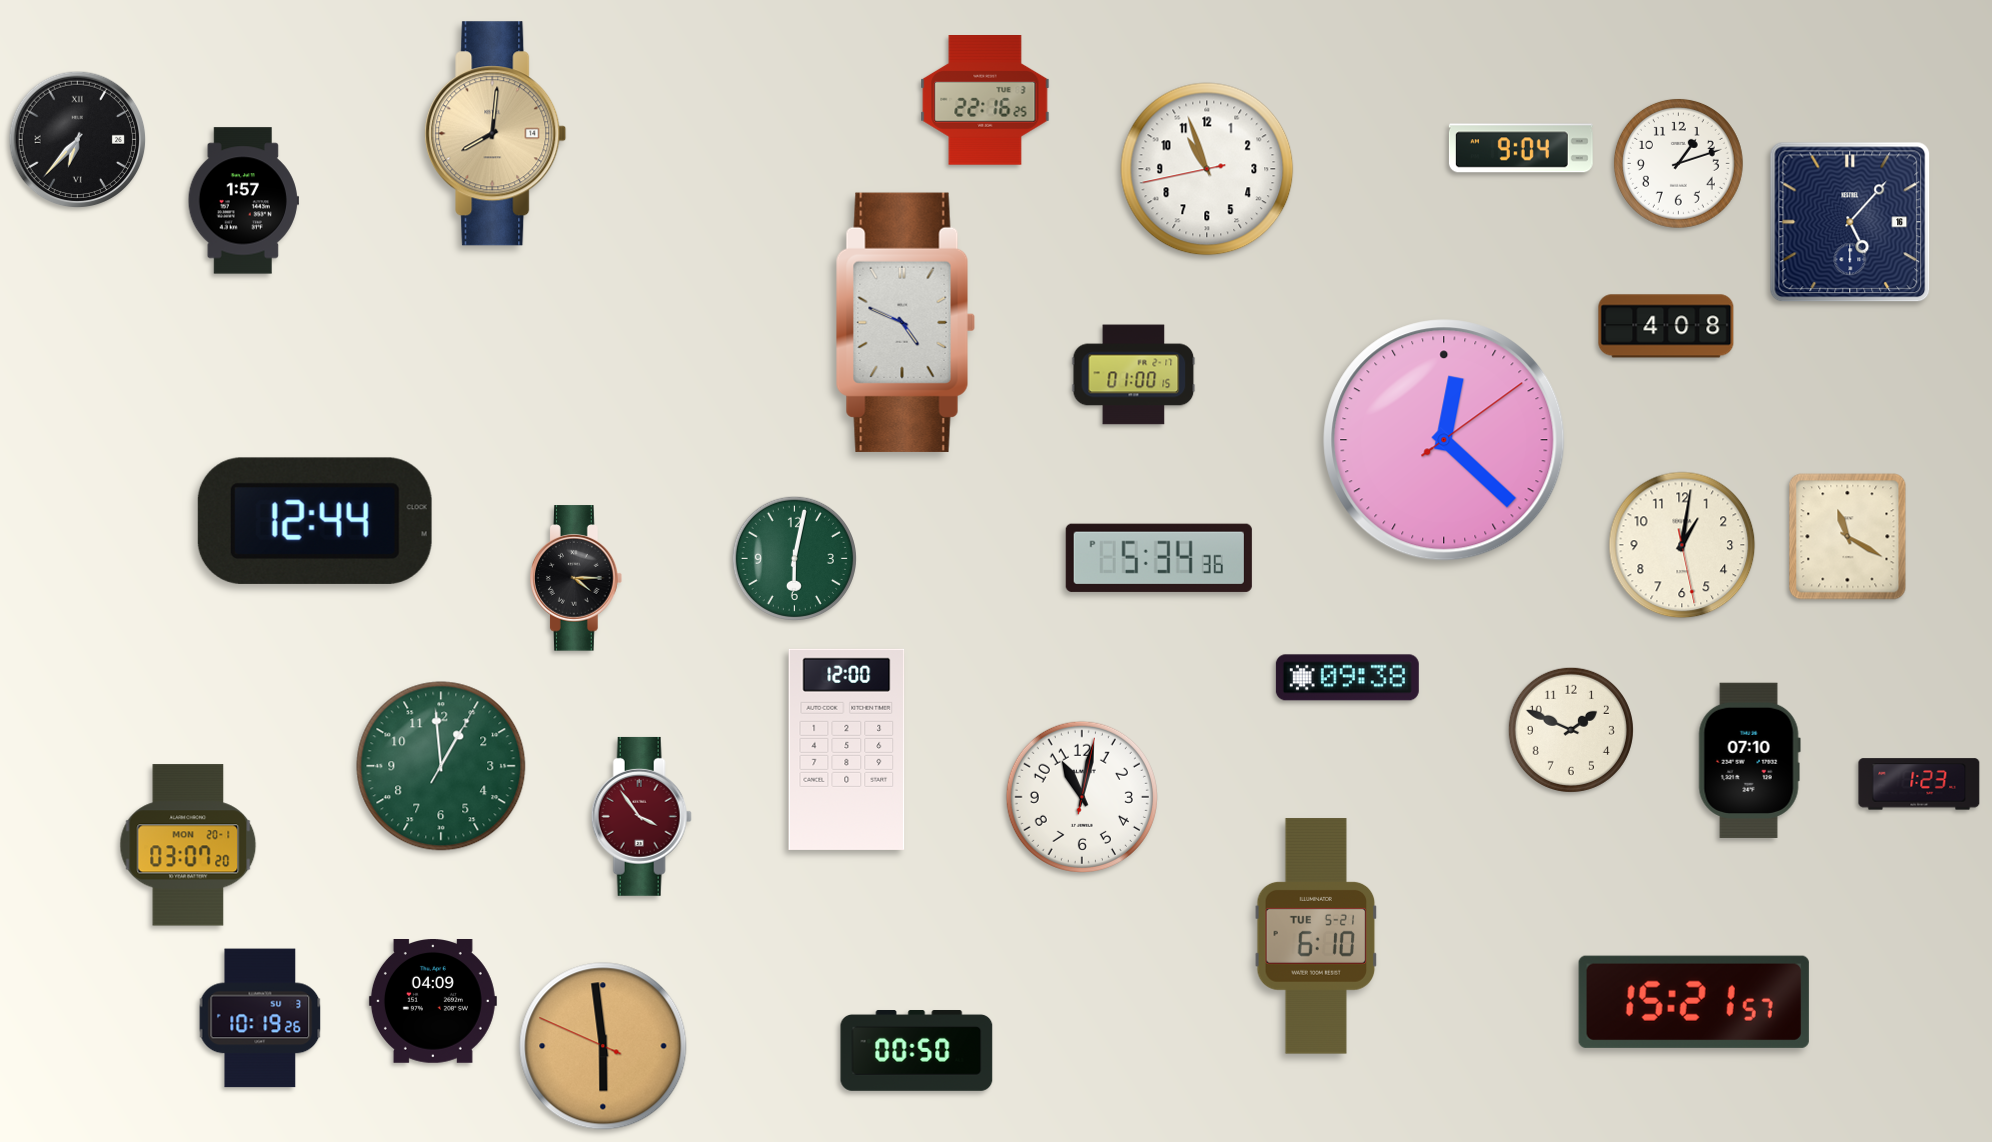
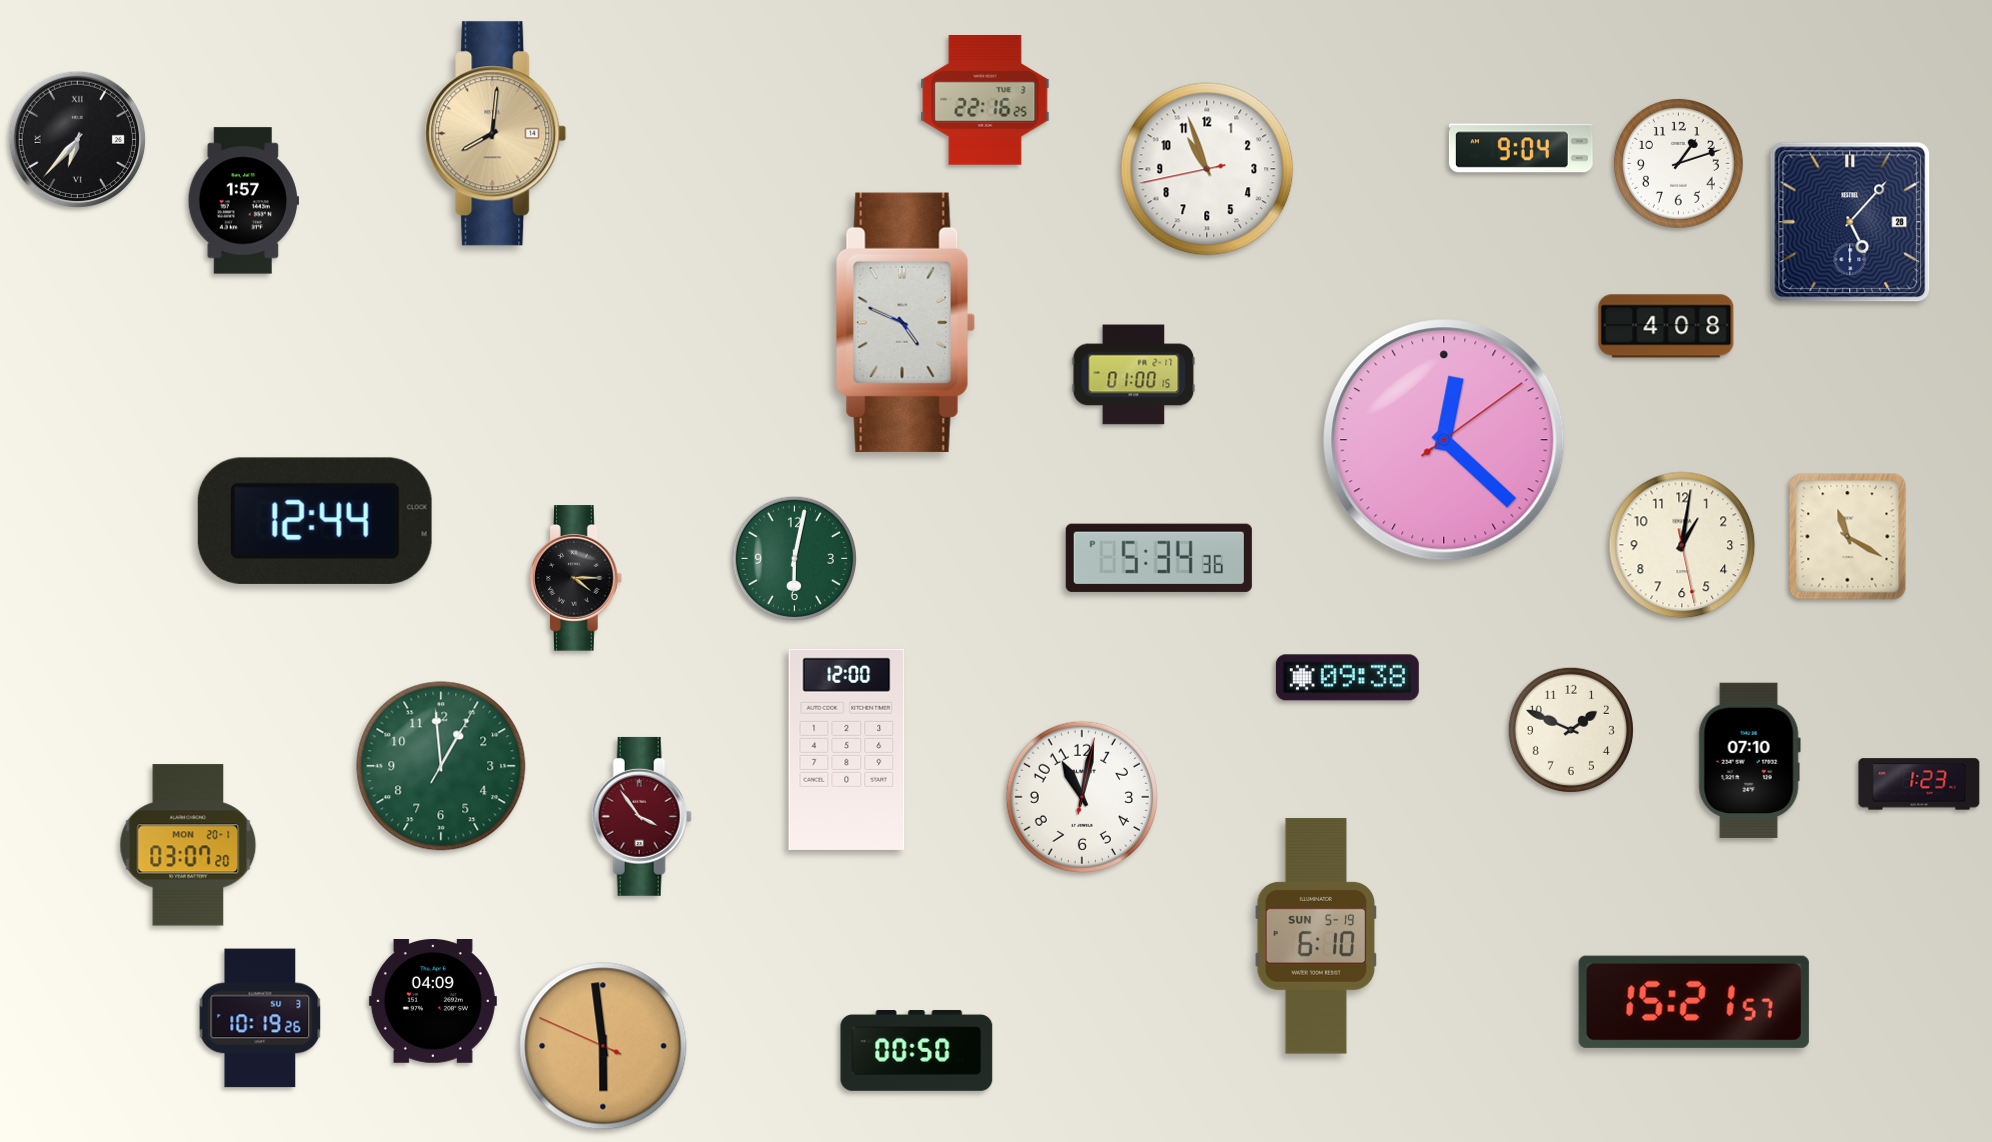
clock at (1850, 222) date: 16 -> 28
clock at (1316, 936) date: TUE 5-21 -> SUN 5-19
